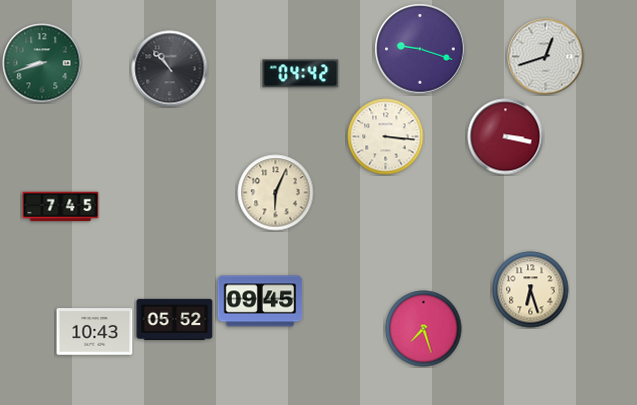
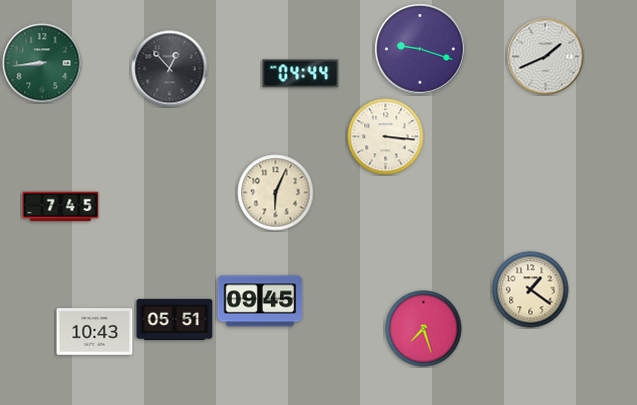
clock at (546, 57): 12:42 -> 1:41
clock at (42, 63): 8:42 -> 8:44
clock at (170, 69): 10:53 -> 12:53
clock at (301, 74): 04:42 -> 04:44
clock at (506, 137): 3:17 -> none
clock at (531, 290): 6:27 -> 1:21
clock at (175, 319): 05:52 -> 05:51
